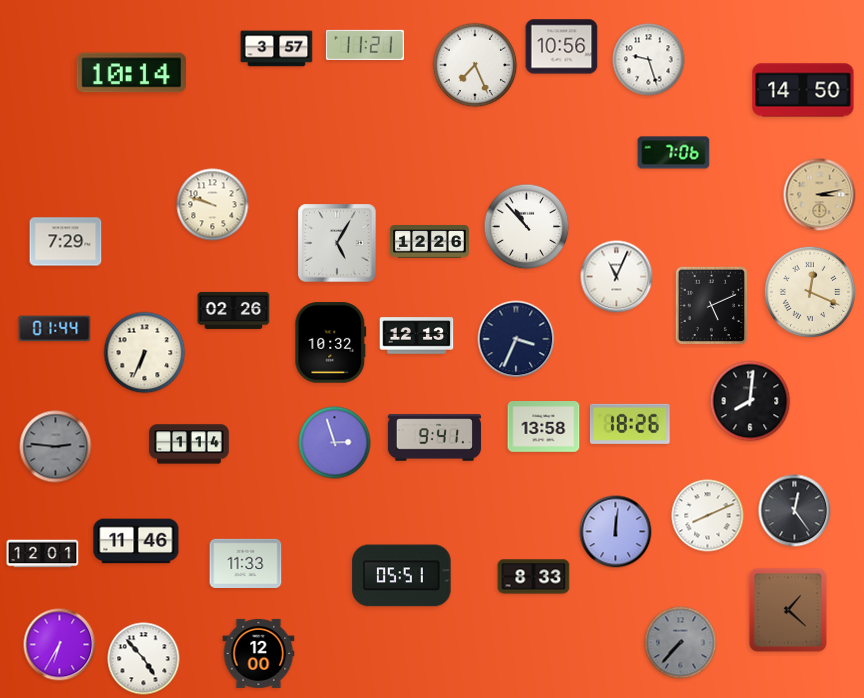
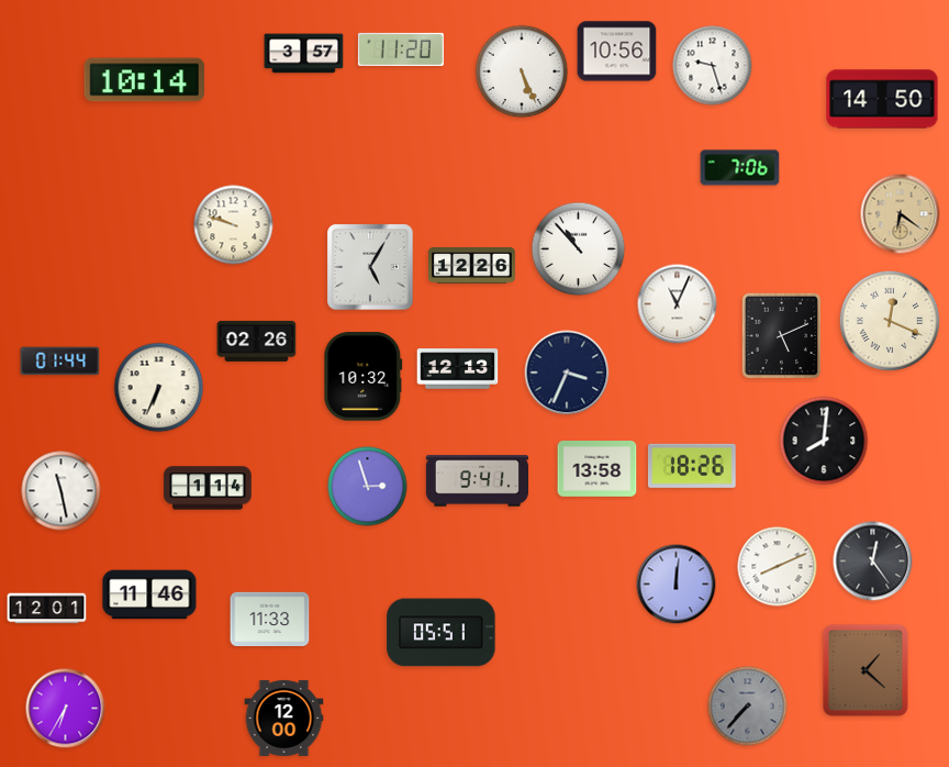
clock at (365, 45): 11:21 -> 11:20
clock at (475, 65): 7:26 -> 5:26
clock at (820, 195): 3:13 -> 6:21
clock at (66, 242): 7:29 -> none
clock at (56, 447): 2:46 -> 11:28
clock at (56, 447) dial: grey -> white
clock at (534, 577): 8:33 -> none
clock at (144, 659): 4:53 -> none
